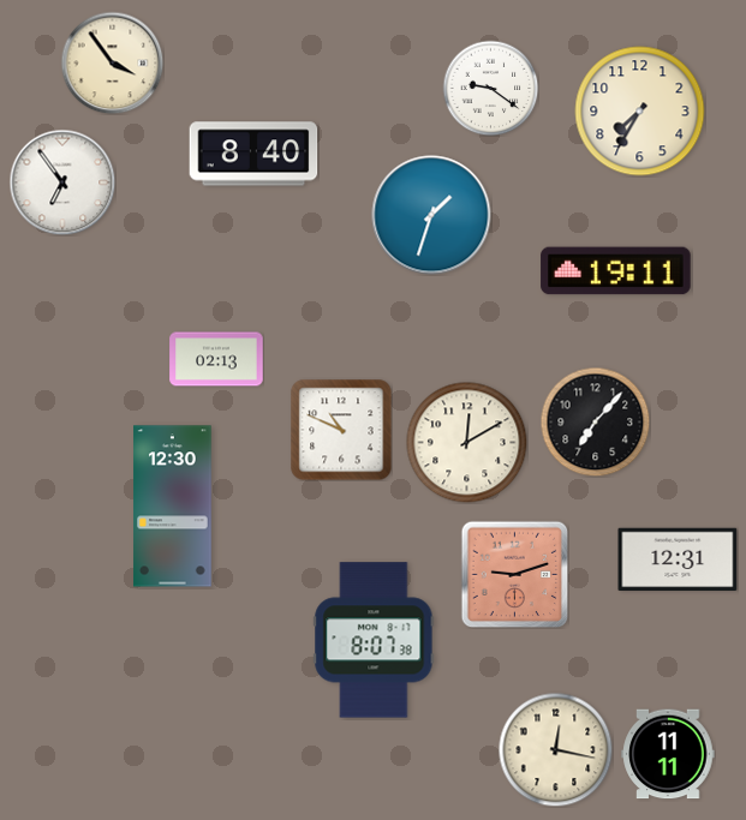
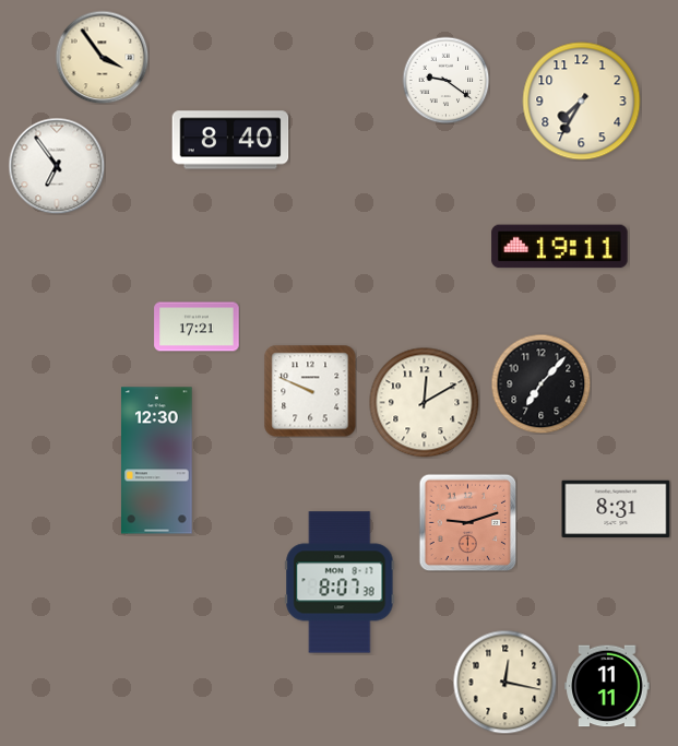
clock at (431, 215): 1:33 -> none
clock at (216, 359): 02:13 -> 17:21
clock at (341, 430): 10:49 -> 9:49
clock at (678, 559): 12:31 -> 8:31
